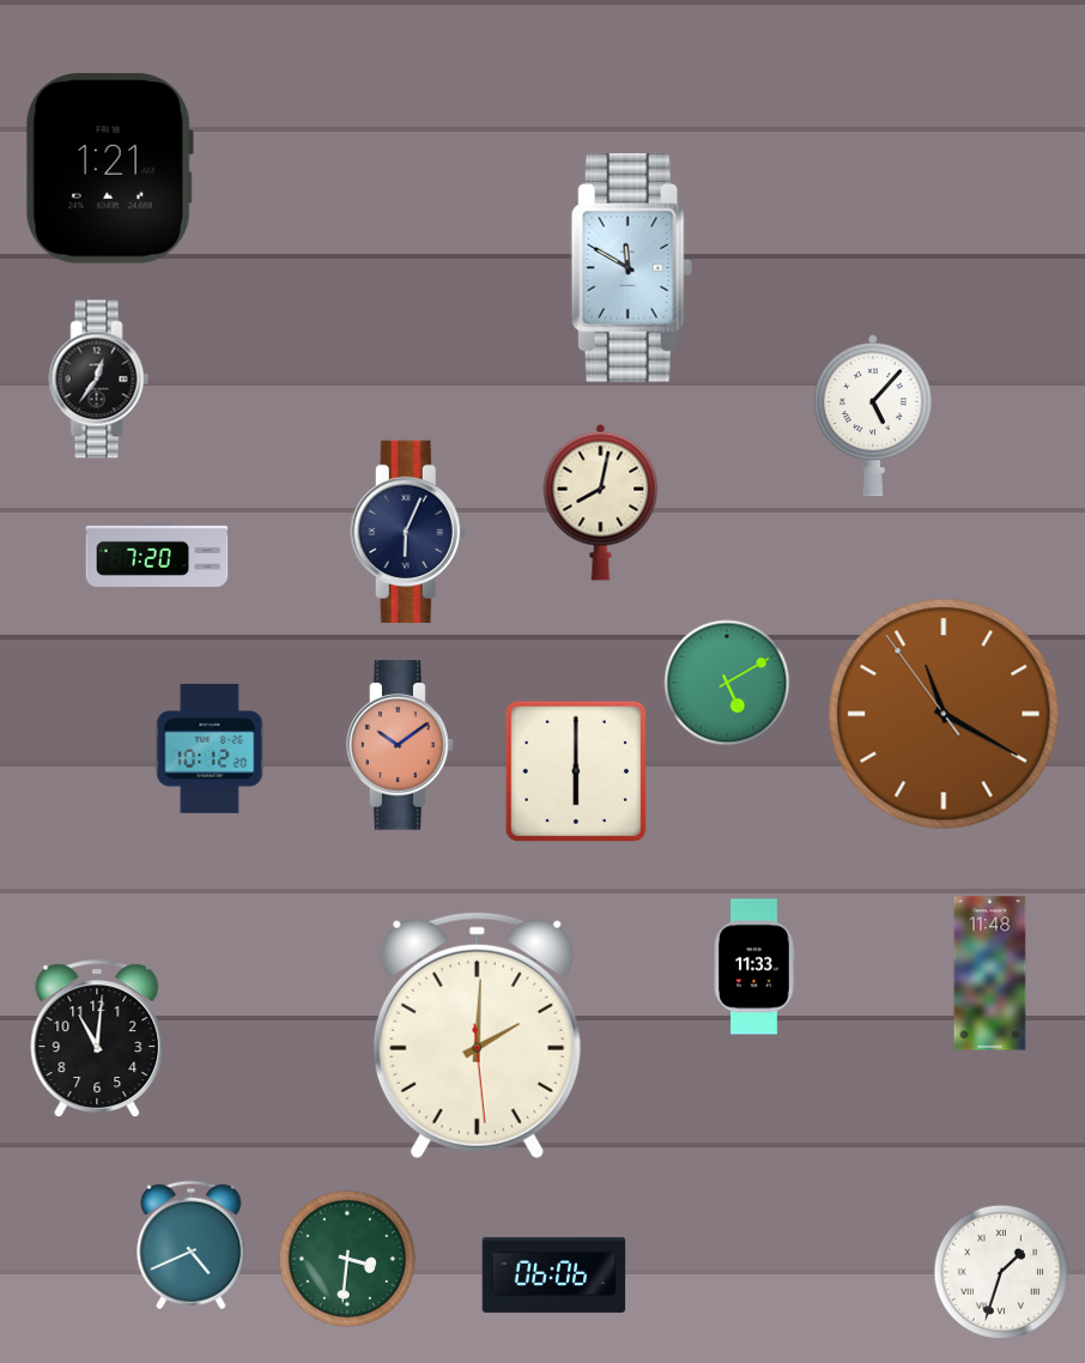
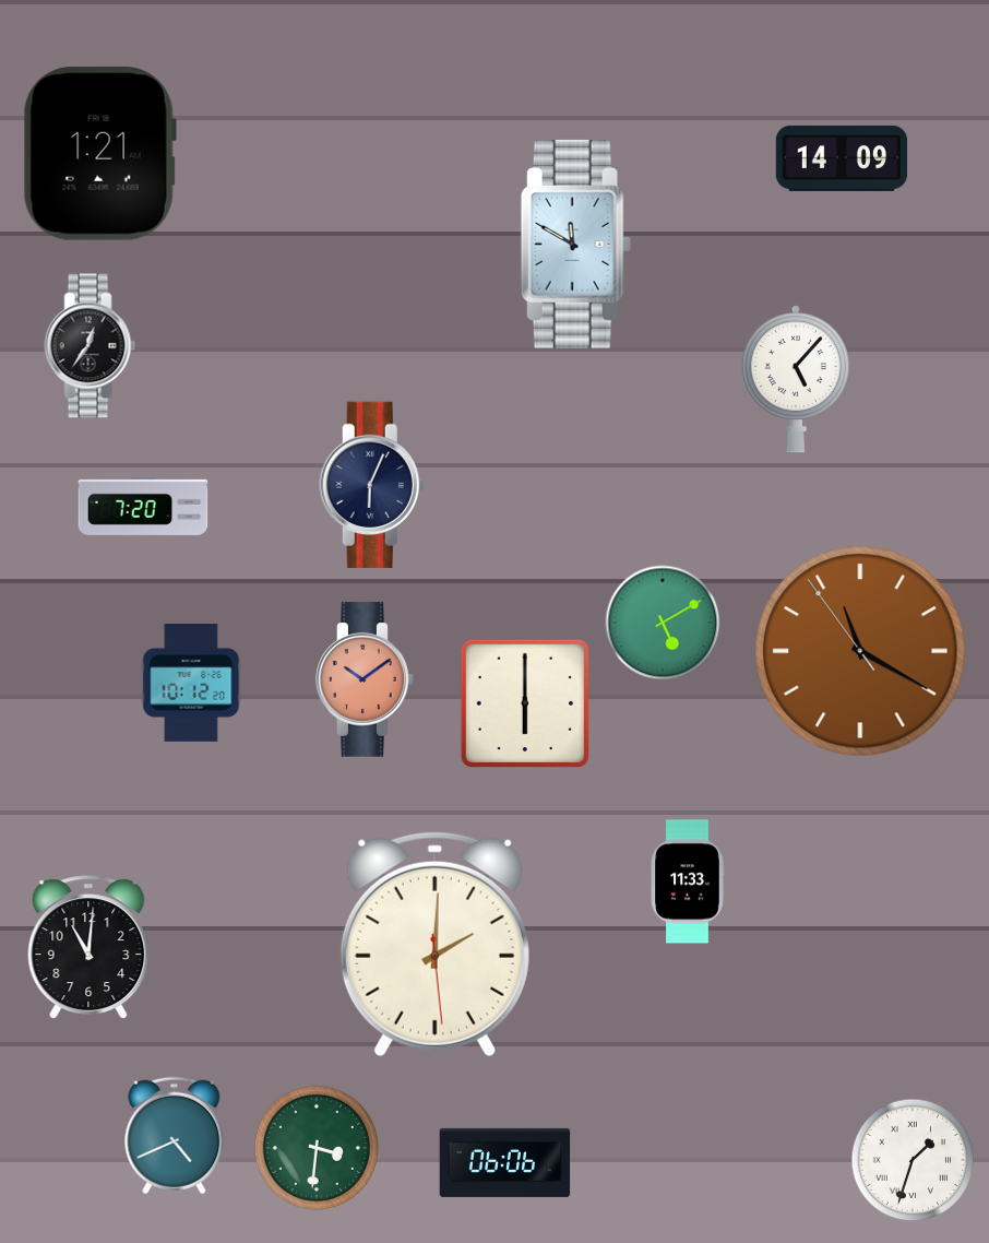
clock at (842, 158): none -> 14:09
clock at (601, 502): 8:02 -> none
clock at (990, 974): 11:48 -> none
